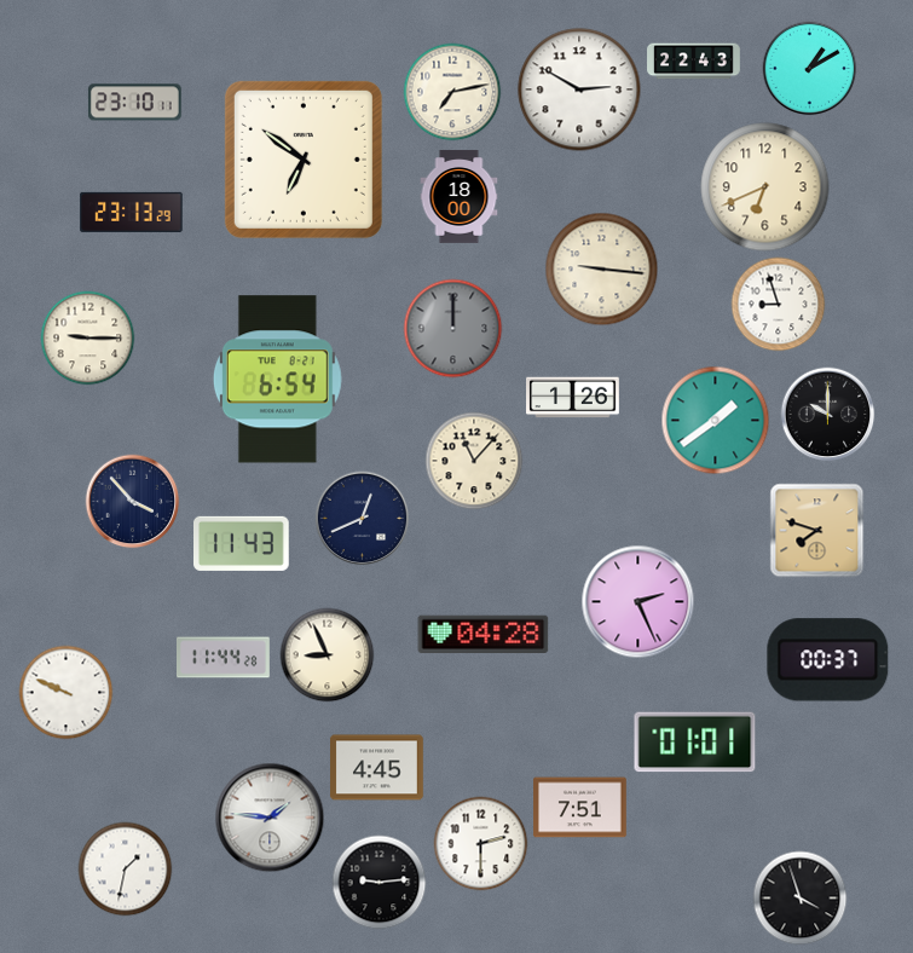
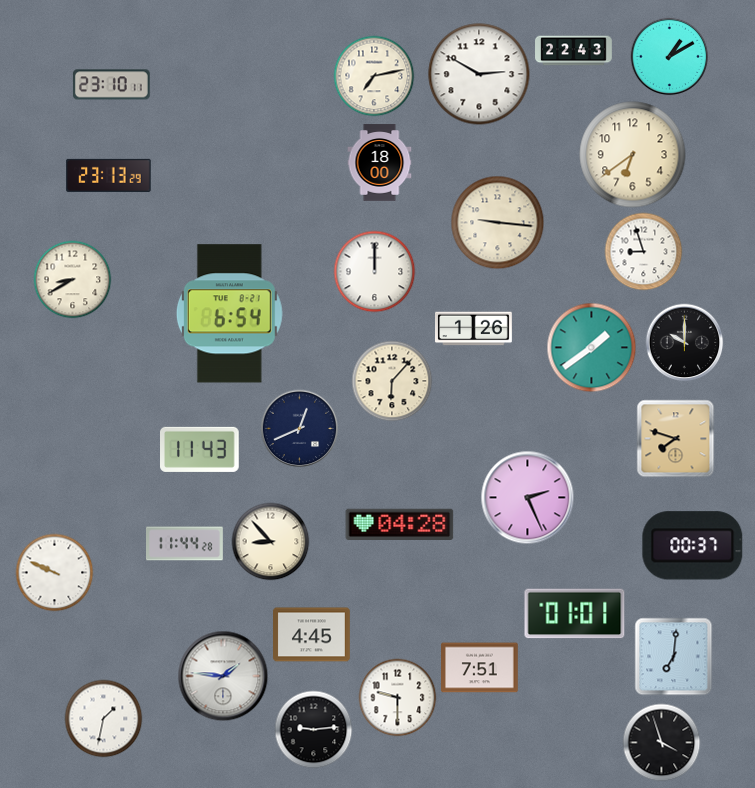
clock at (304, 160): 6:51 -> none
clock at (765, 187): 6:41 -> 6:39
clock at (452, 328) dial: grey -> white
clock at (87, 337): 9:15 -> 8:40
clock at (474, 461): 11:07 -> 6:07
clock at (132, 501): 3:53 -> none
clock at (327, 654): 8:56 -> 8:53
clock at (828, 660) position: (828, 660) -> (693, 546)
clock at (673, 656): none -> 7:01
clock at (480, 843): 2:30 -> 9:30
